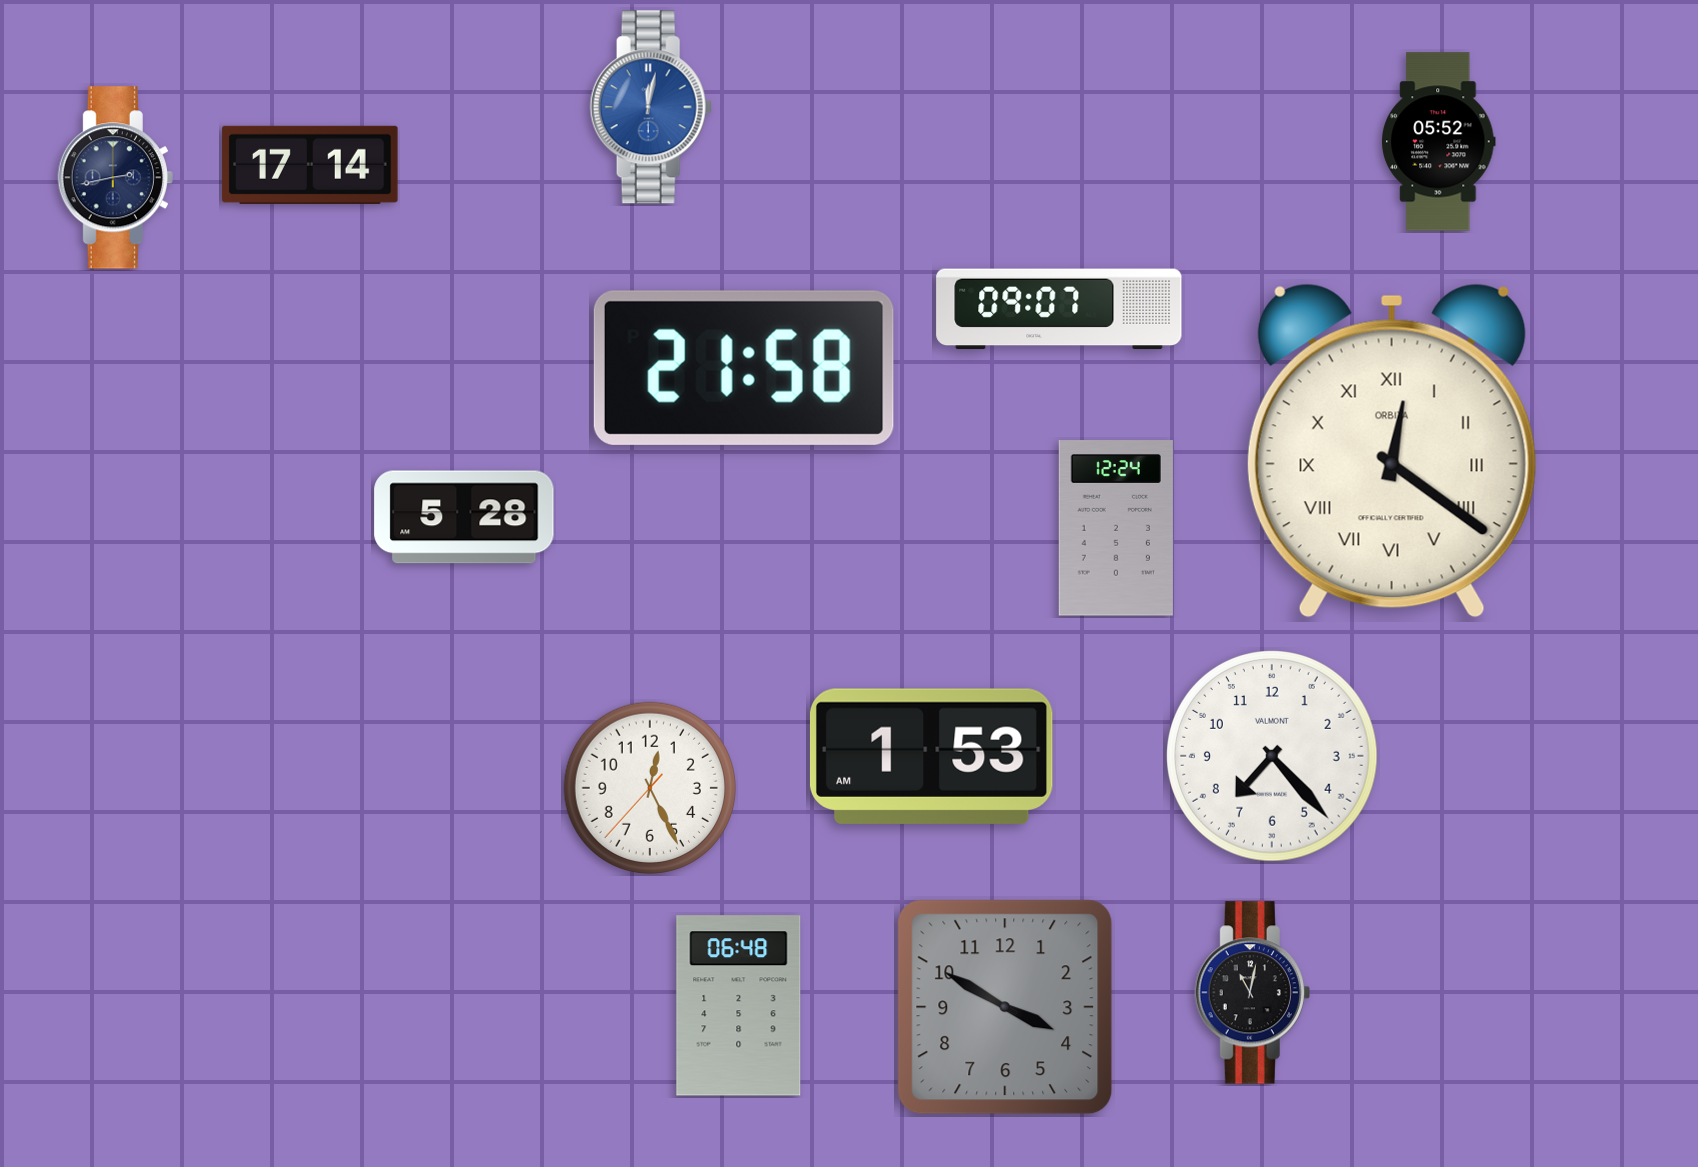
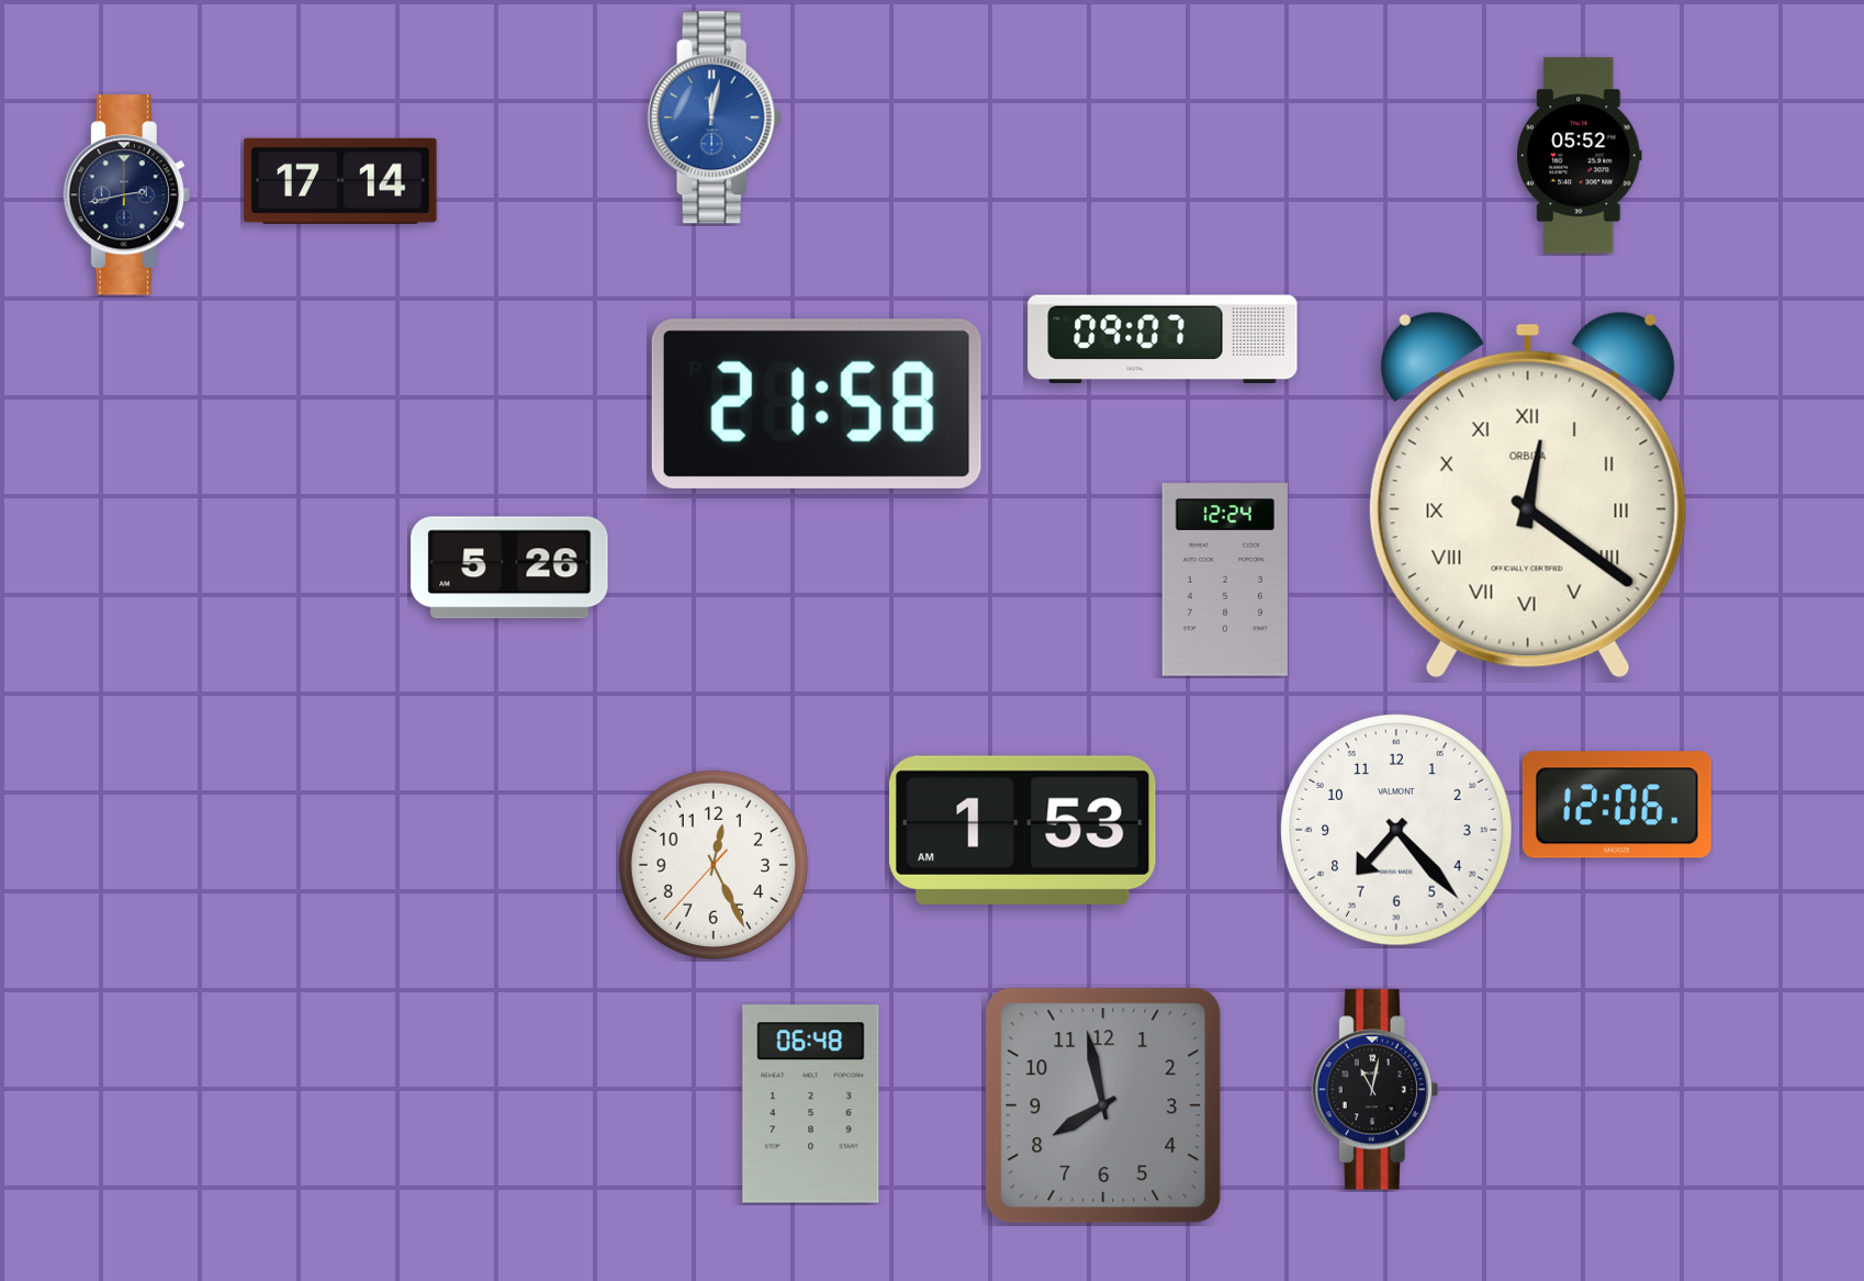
clock at (464, 517): 5:28 -> 5:26
clock at (1617, 805): none -> 12:06
clock at (1005, 1007): 3:50 -> 7:58
